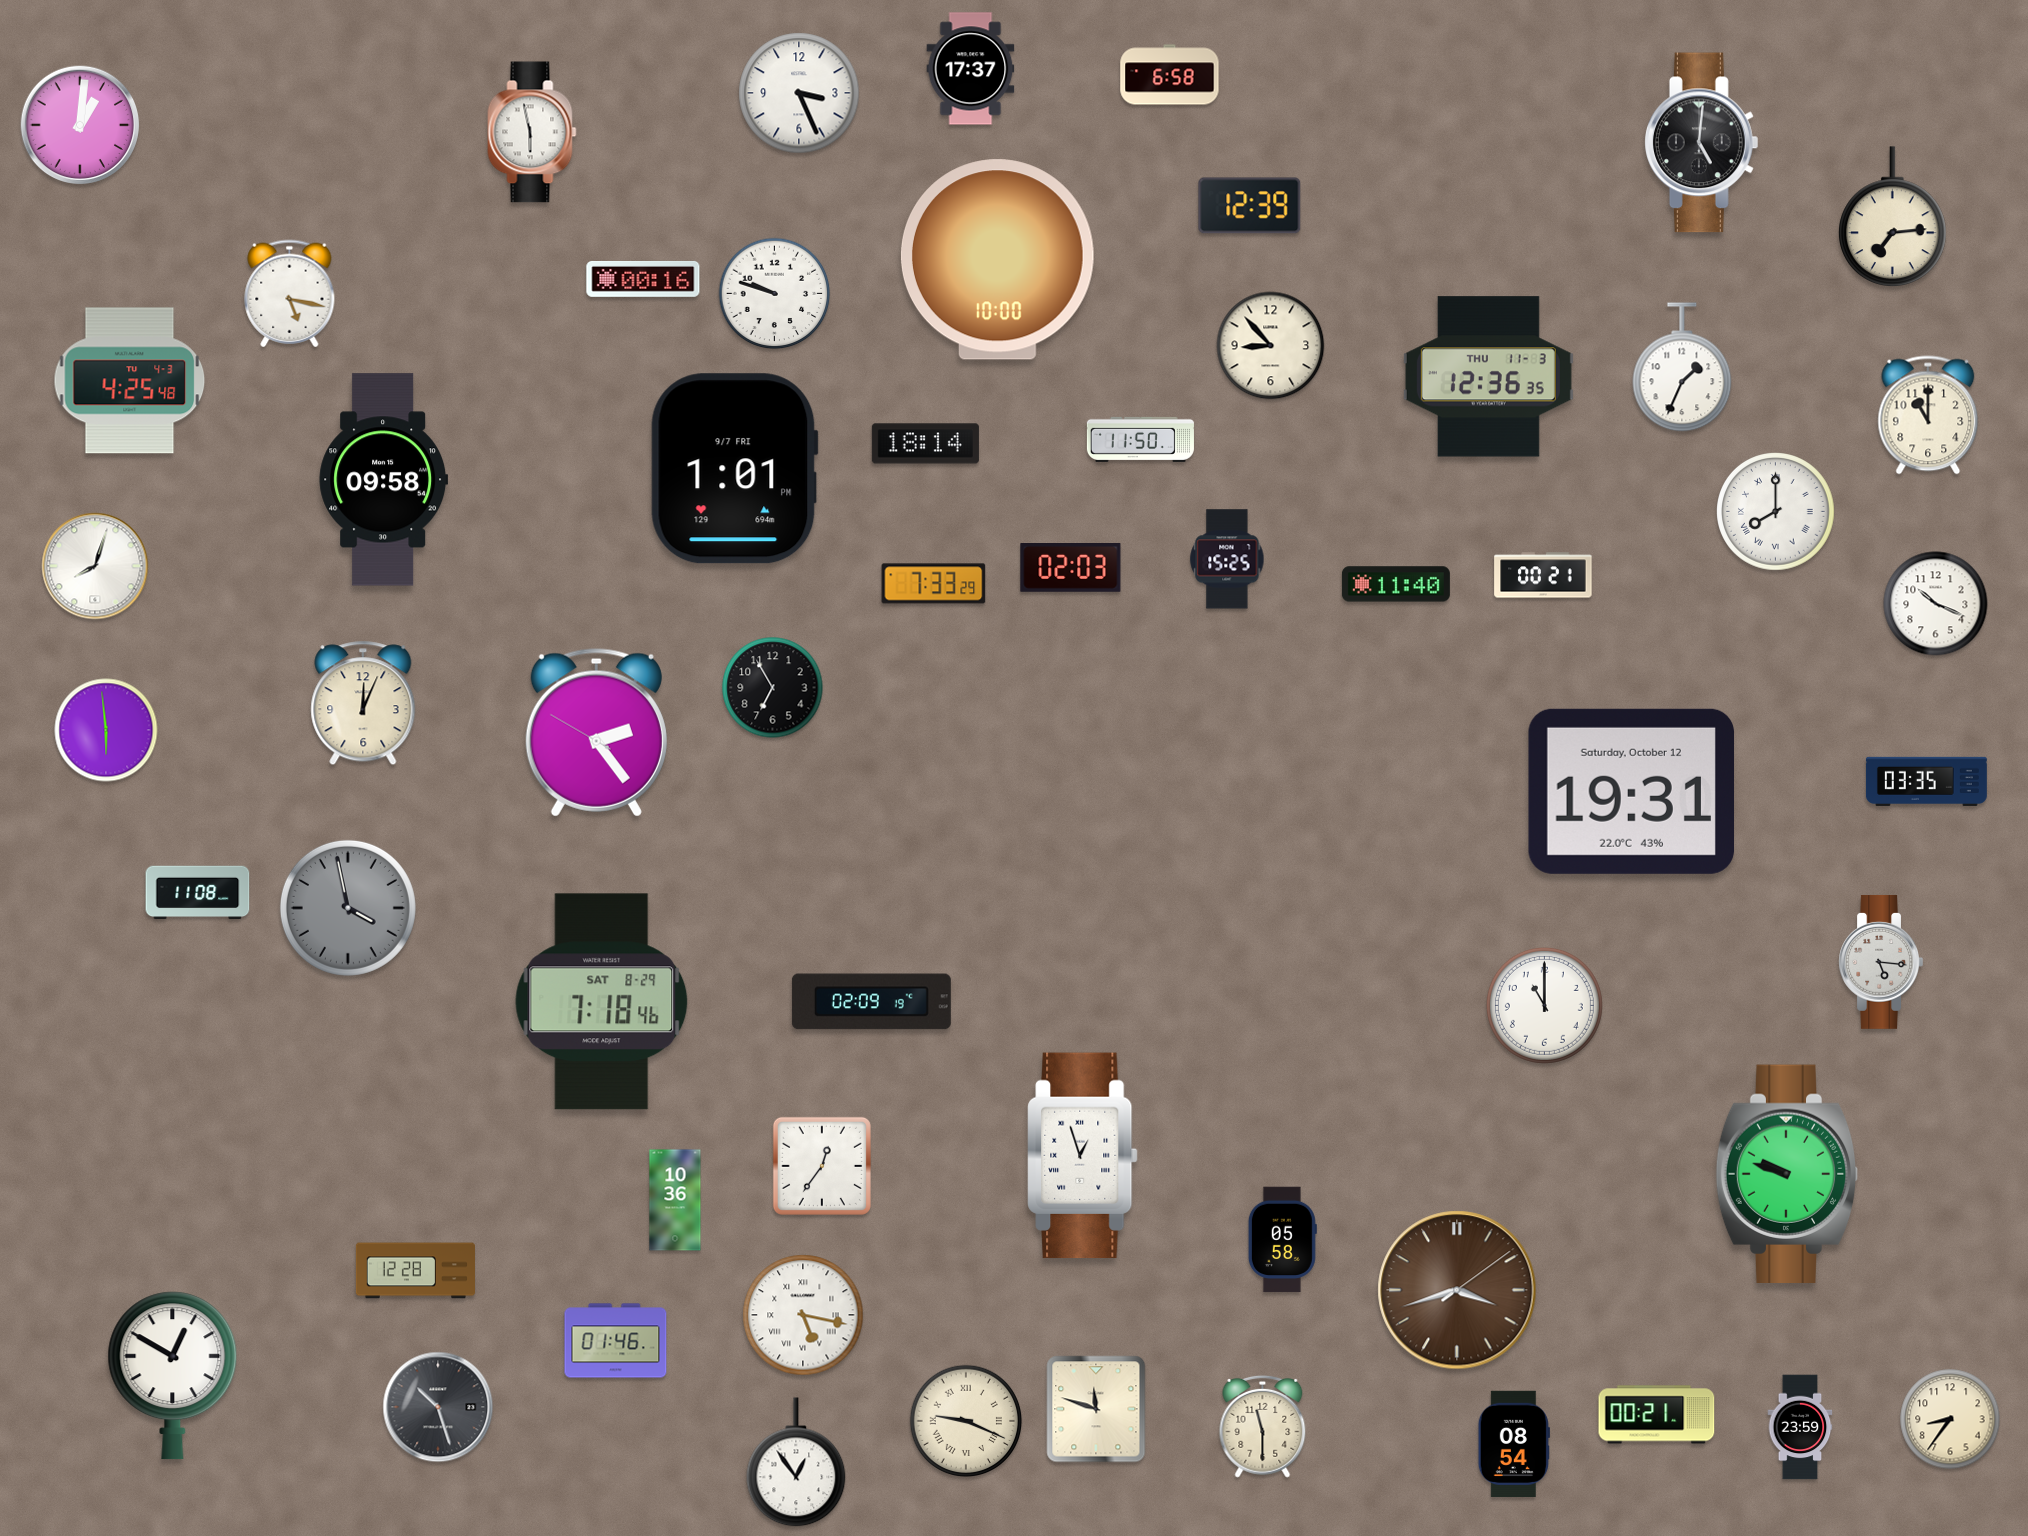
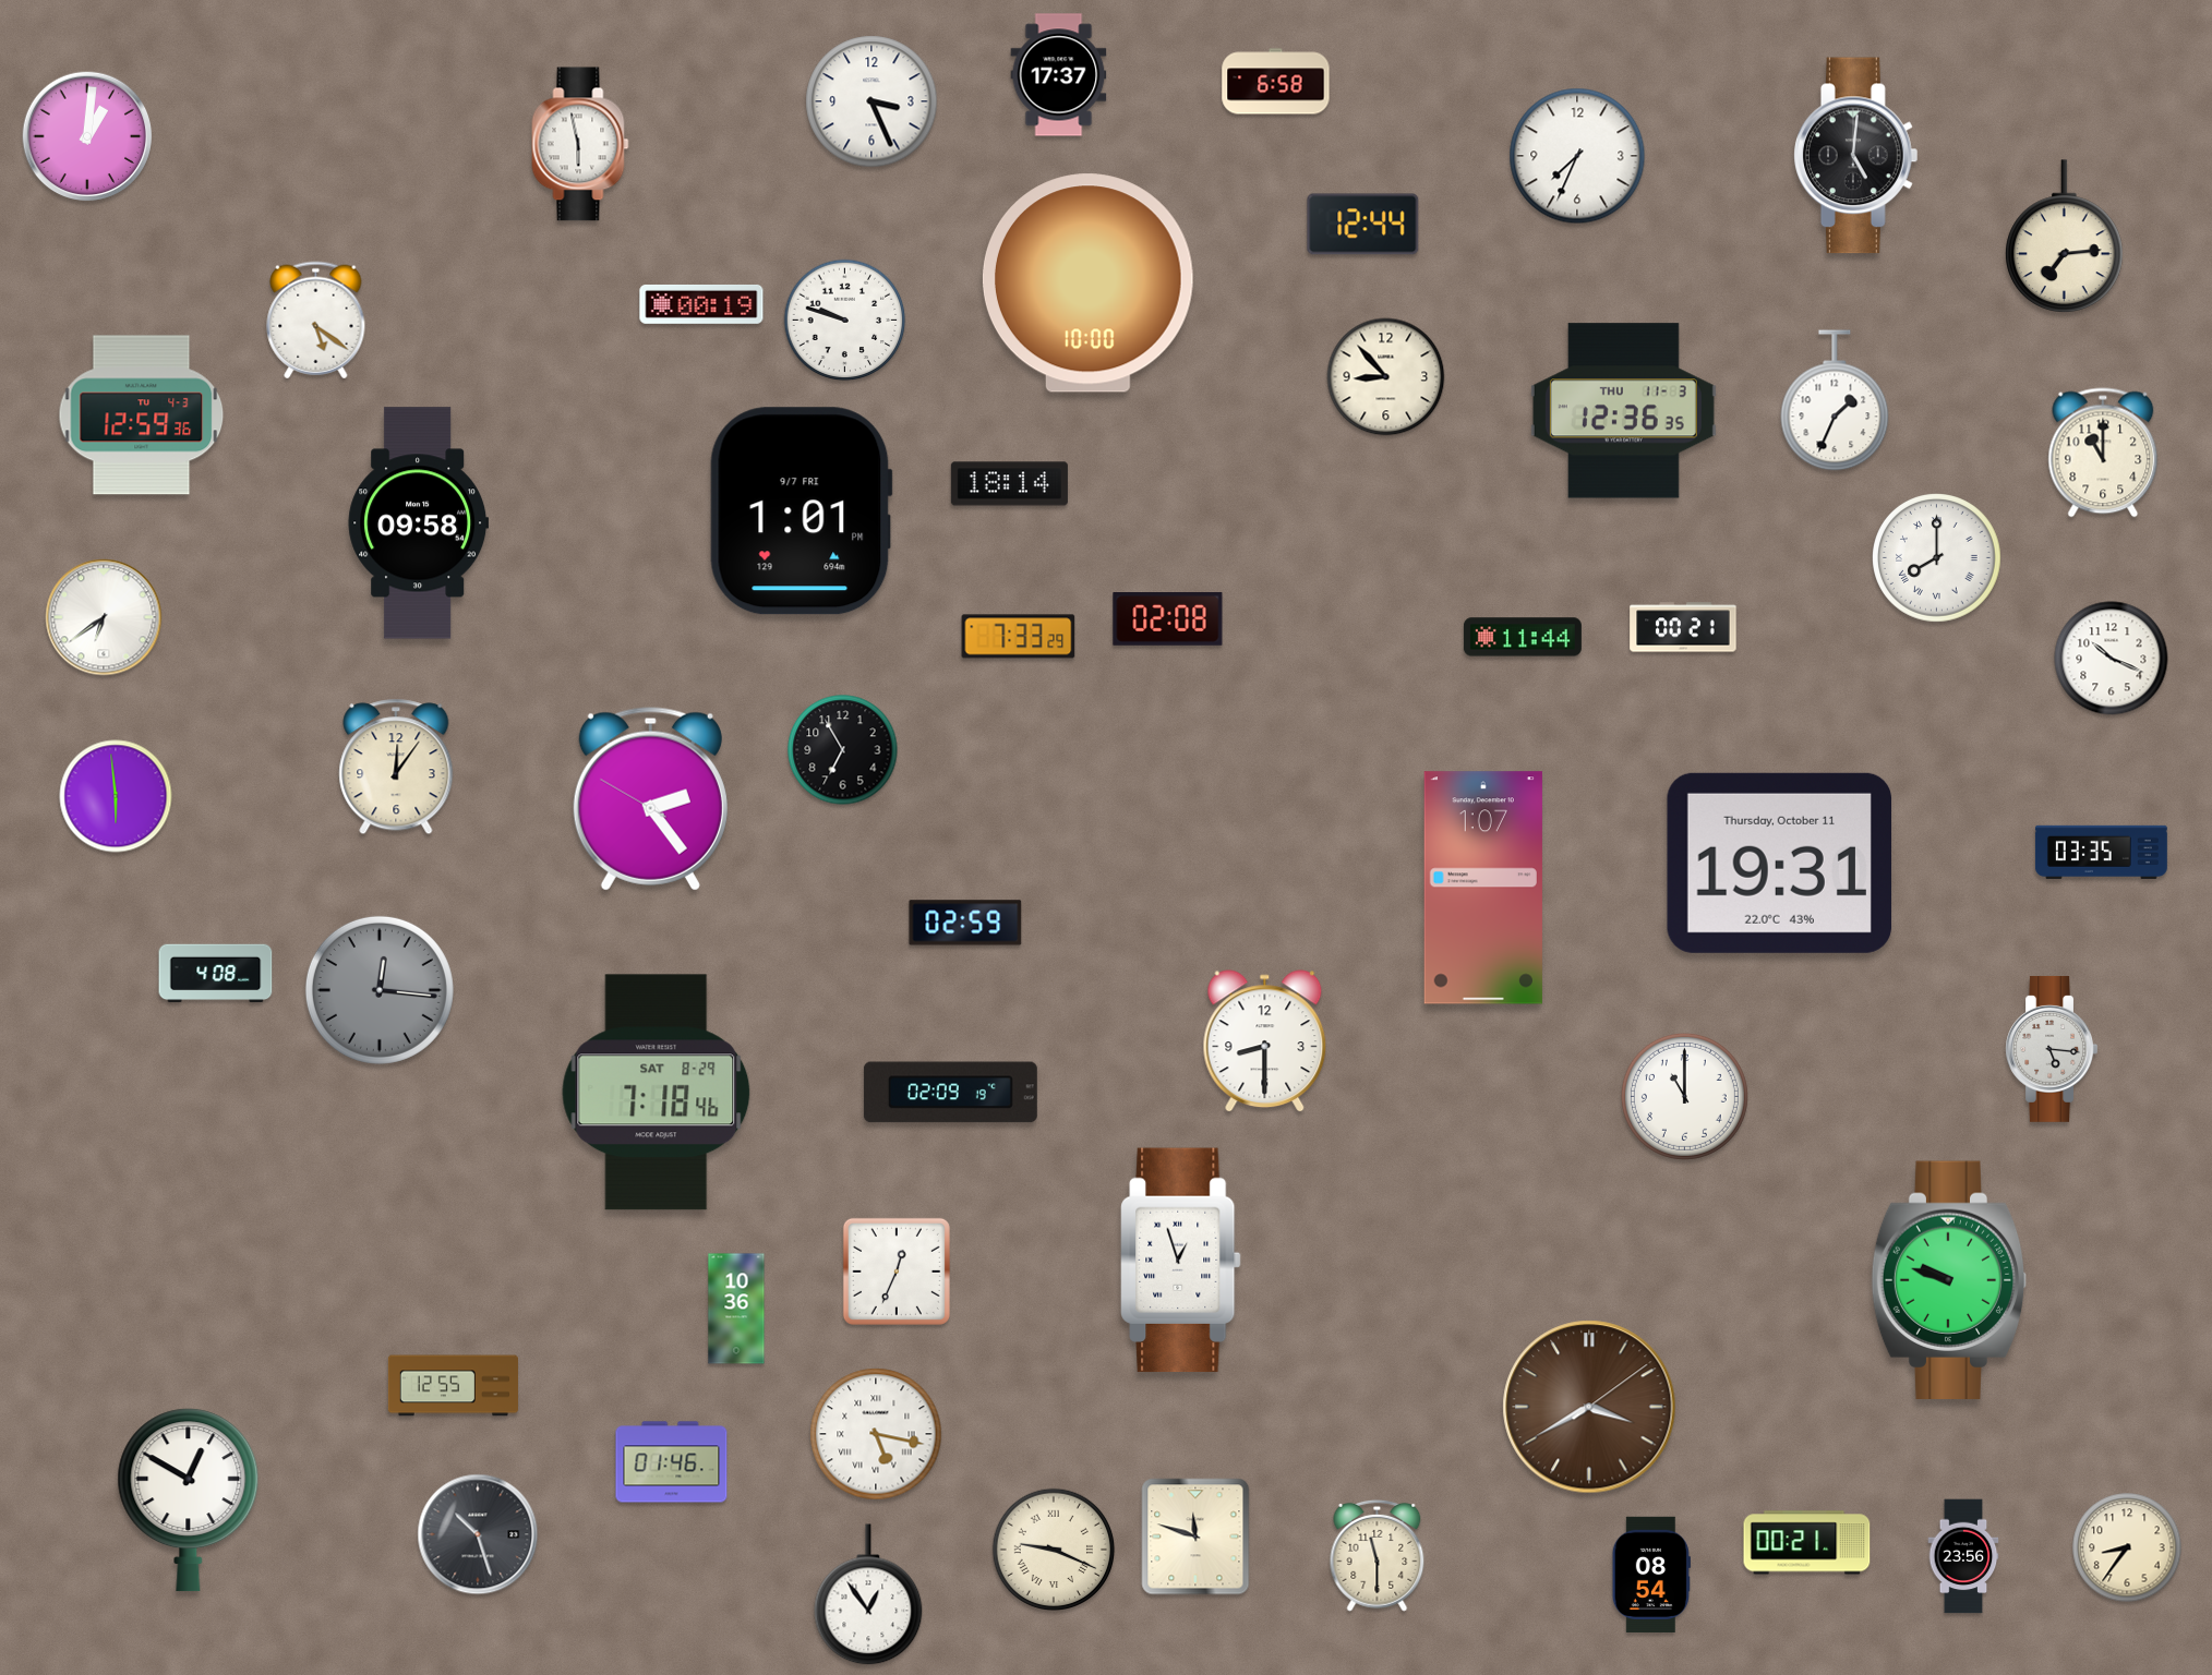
clock at (1577, 156): none -> 7:34
clock at (1250, 206): 12:39 -> 12:44
clock at (643, 279): 00:16 -> 00:19
clock at (290, 294): 5:17 -> 5:21
clock at (130, 381): 4:25 -> 12:59
clock at (1140, 439): 11:50 -> none
clock at (1227, 559): 15:25 -> none
clock at (95, 566): 8:03 -> 6:39
clock at (1071, 568): 02:03 -> 02:08
clock at (1396, 584): 11:40 -> 11:44
clock at (363, 703): 12:04 -> 12:06
clock at (1631, 791) date: Saturday, October 12 -> Thursday, October 11
clock at (1483, 888): none -> 1:07
clock at (965, 923): none -> 02:59
clock at (198, 893): 11:08 -> 4:08
clock at (348, 908): 3:58 -> 12:16
clock at (1265, 1041): none -> 8:30
clock at (822, 1166): 12:36 -> 12:34
clock at (1282, 1240): 05:58 -> none
clock at (415, 1271): 12:28 -> 12:55
clock at (1457, 1290): 3:42 -> 3:40
clock at (1800, 1427): 23:59 -> 23:56
